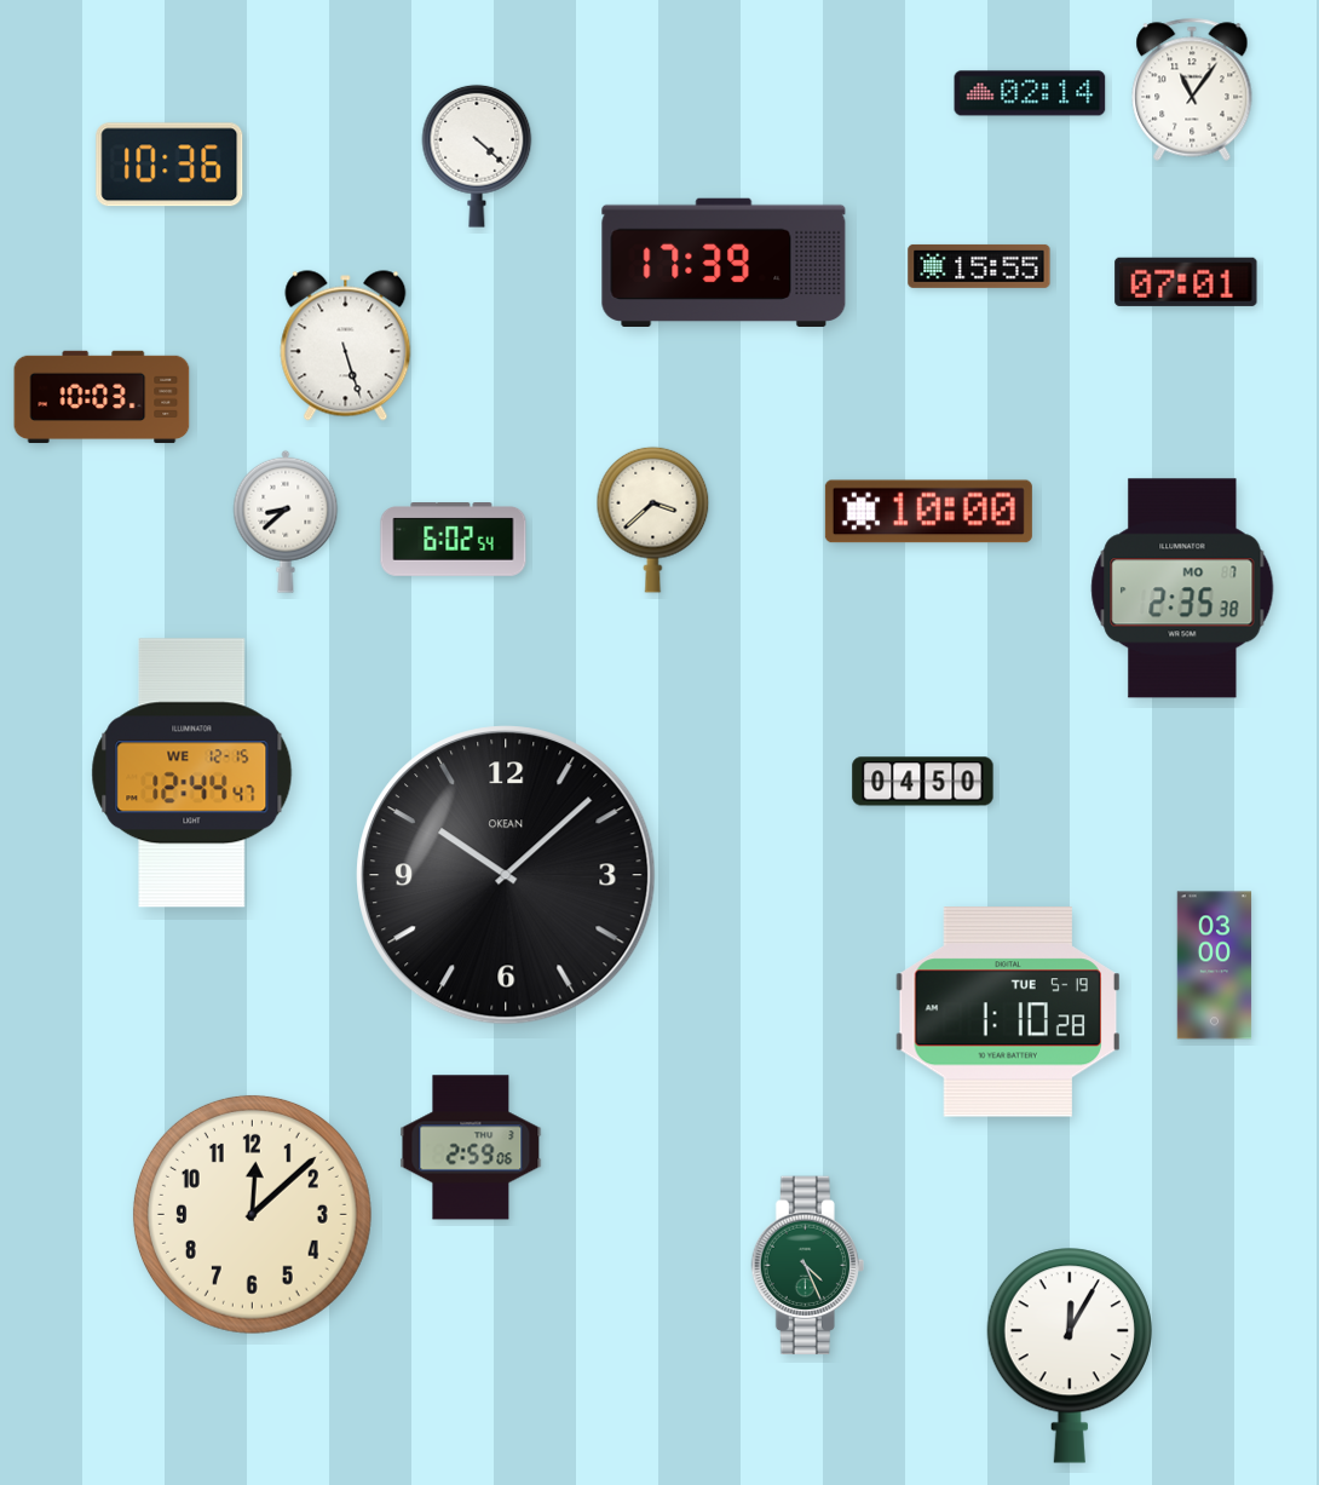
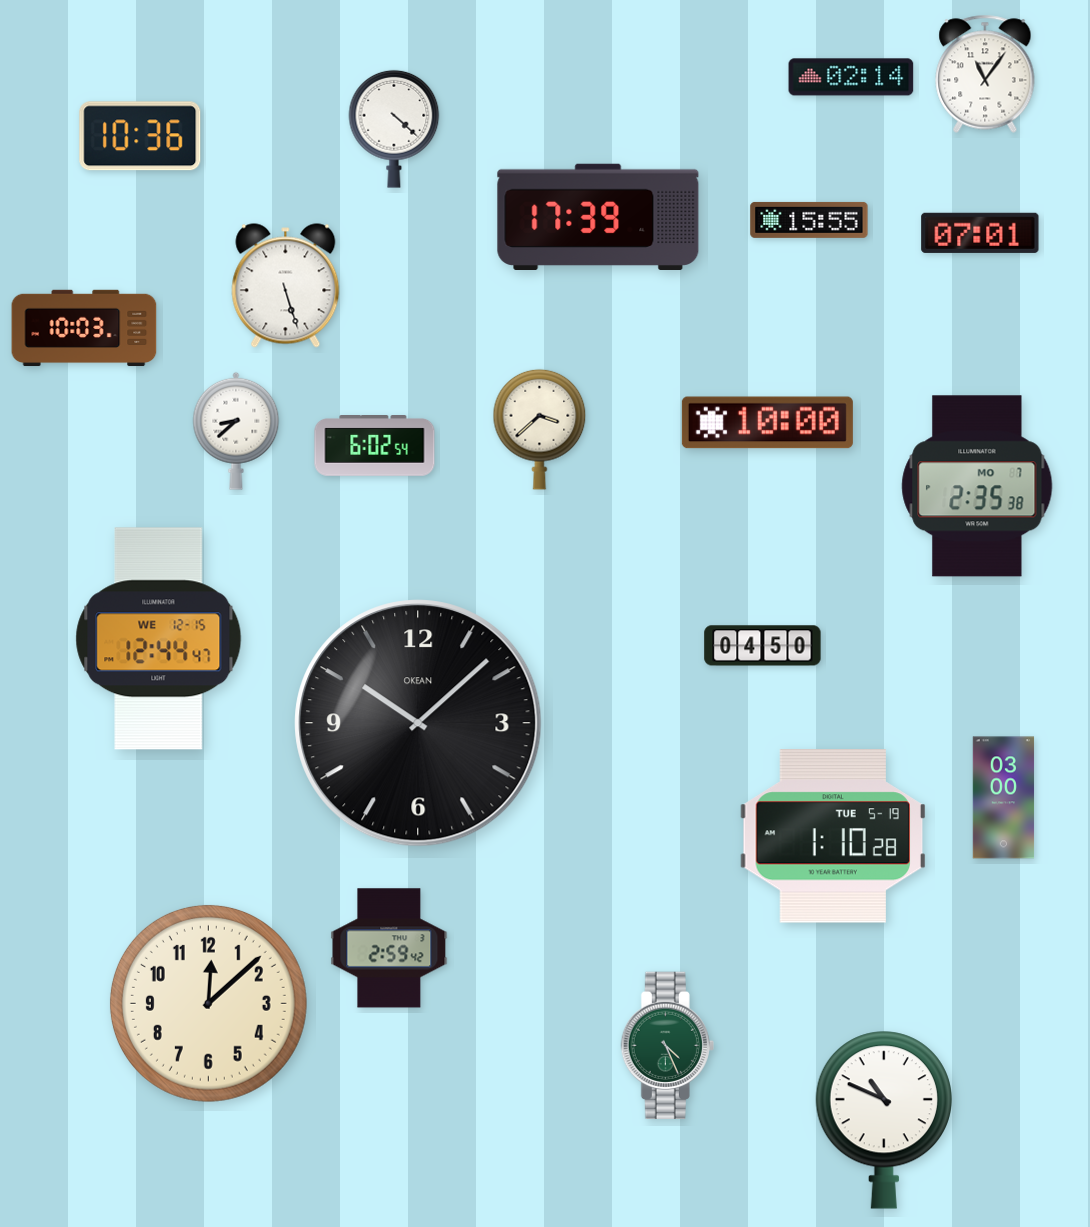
clock at (471, 1147): 2:59:06 -> 2:59:42
clock at (1070, 1356): 12:05 -> 10:49
